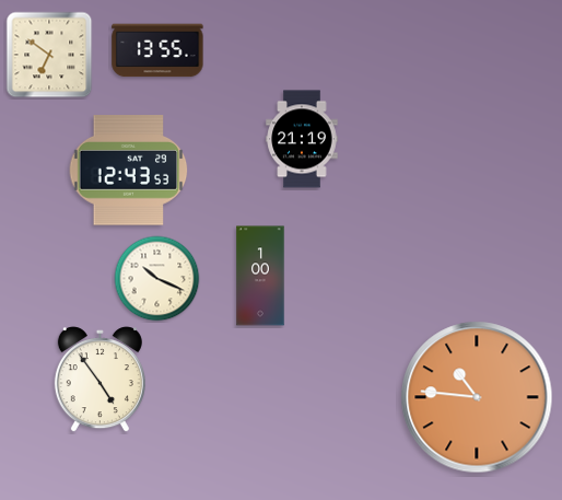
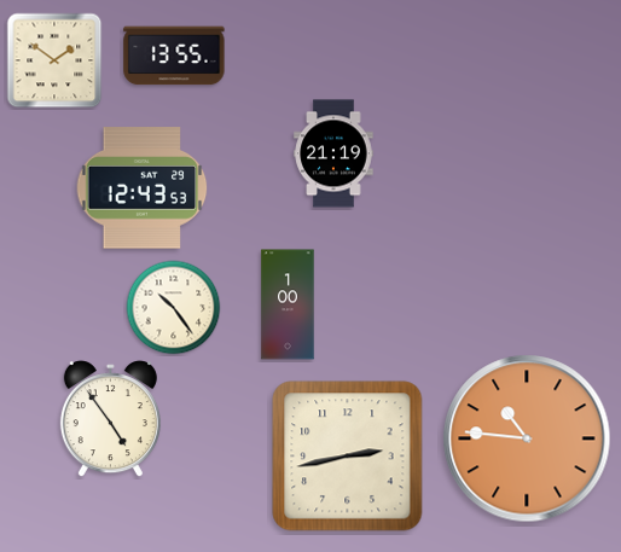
clock at (49, 55): 6:51 -> 1:51
clock at (157, 279): 10:19 -> 10:24
clock at (348, 457): none -> 2:43
